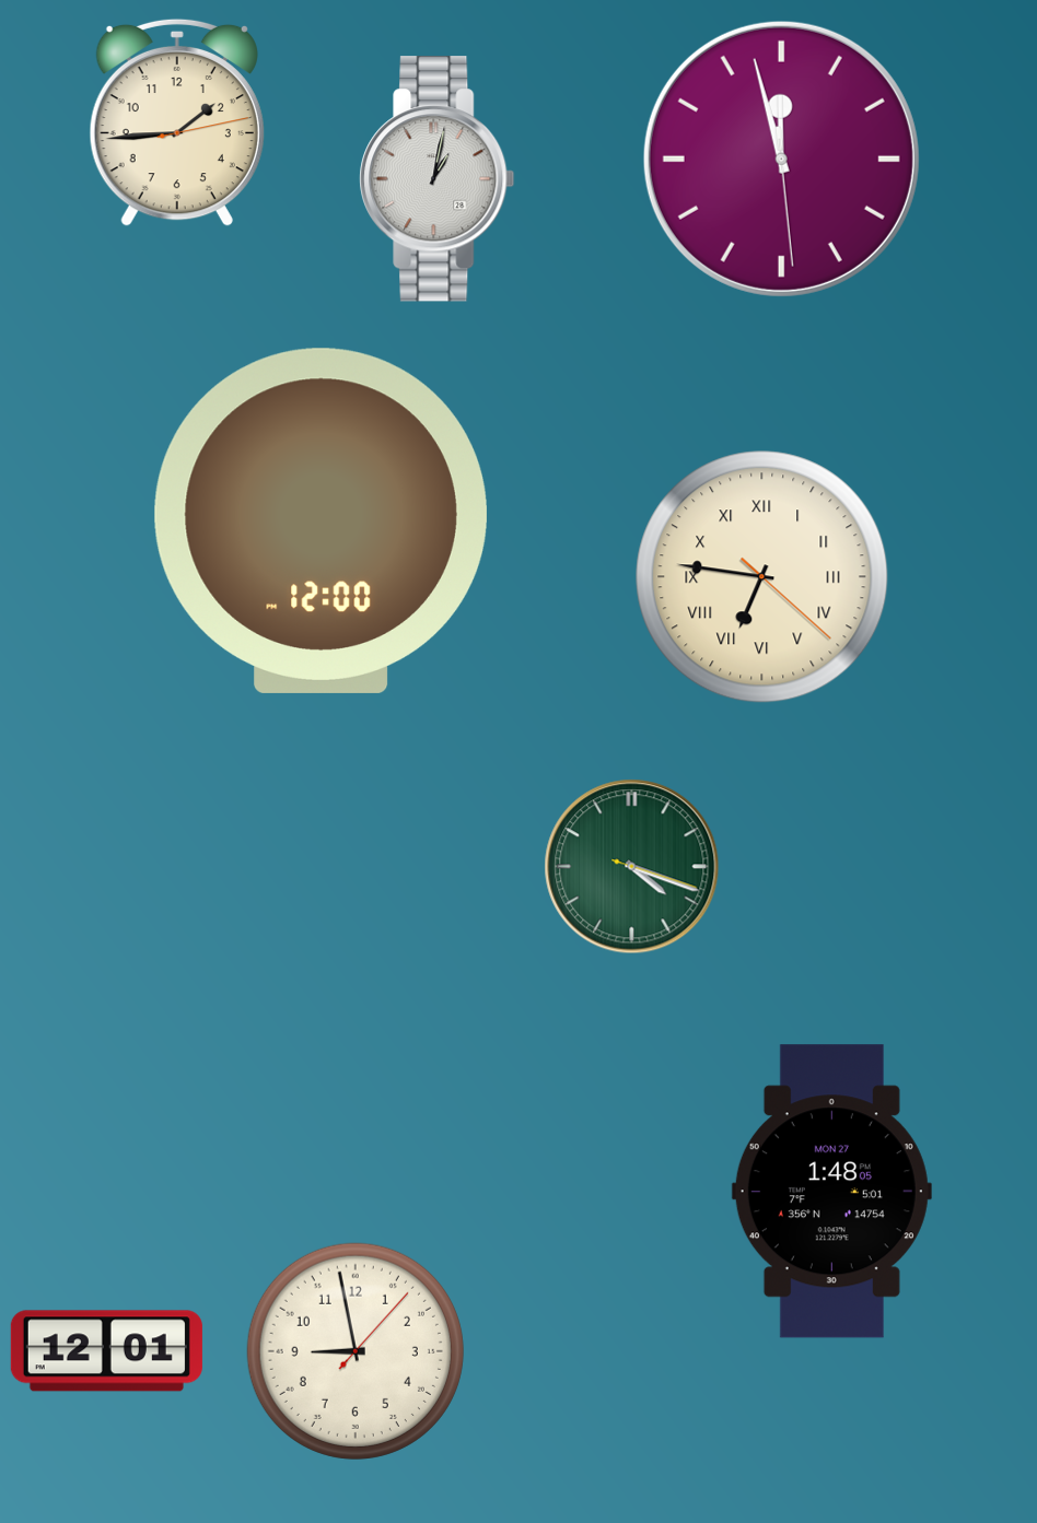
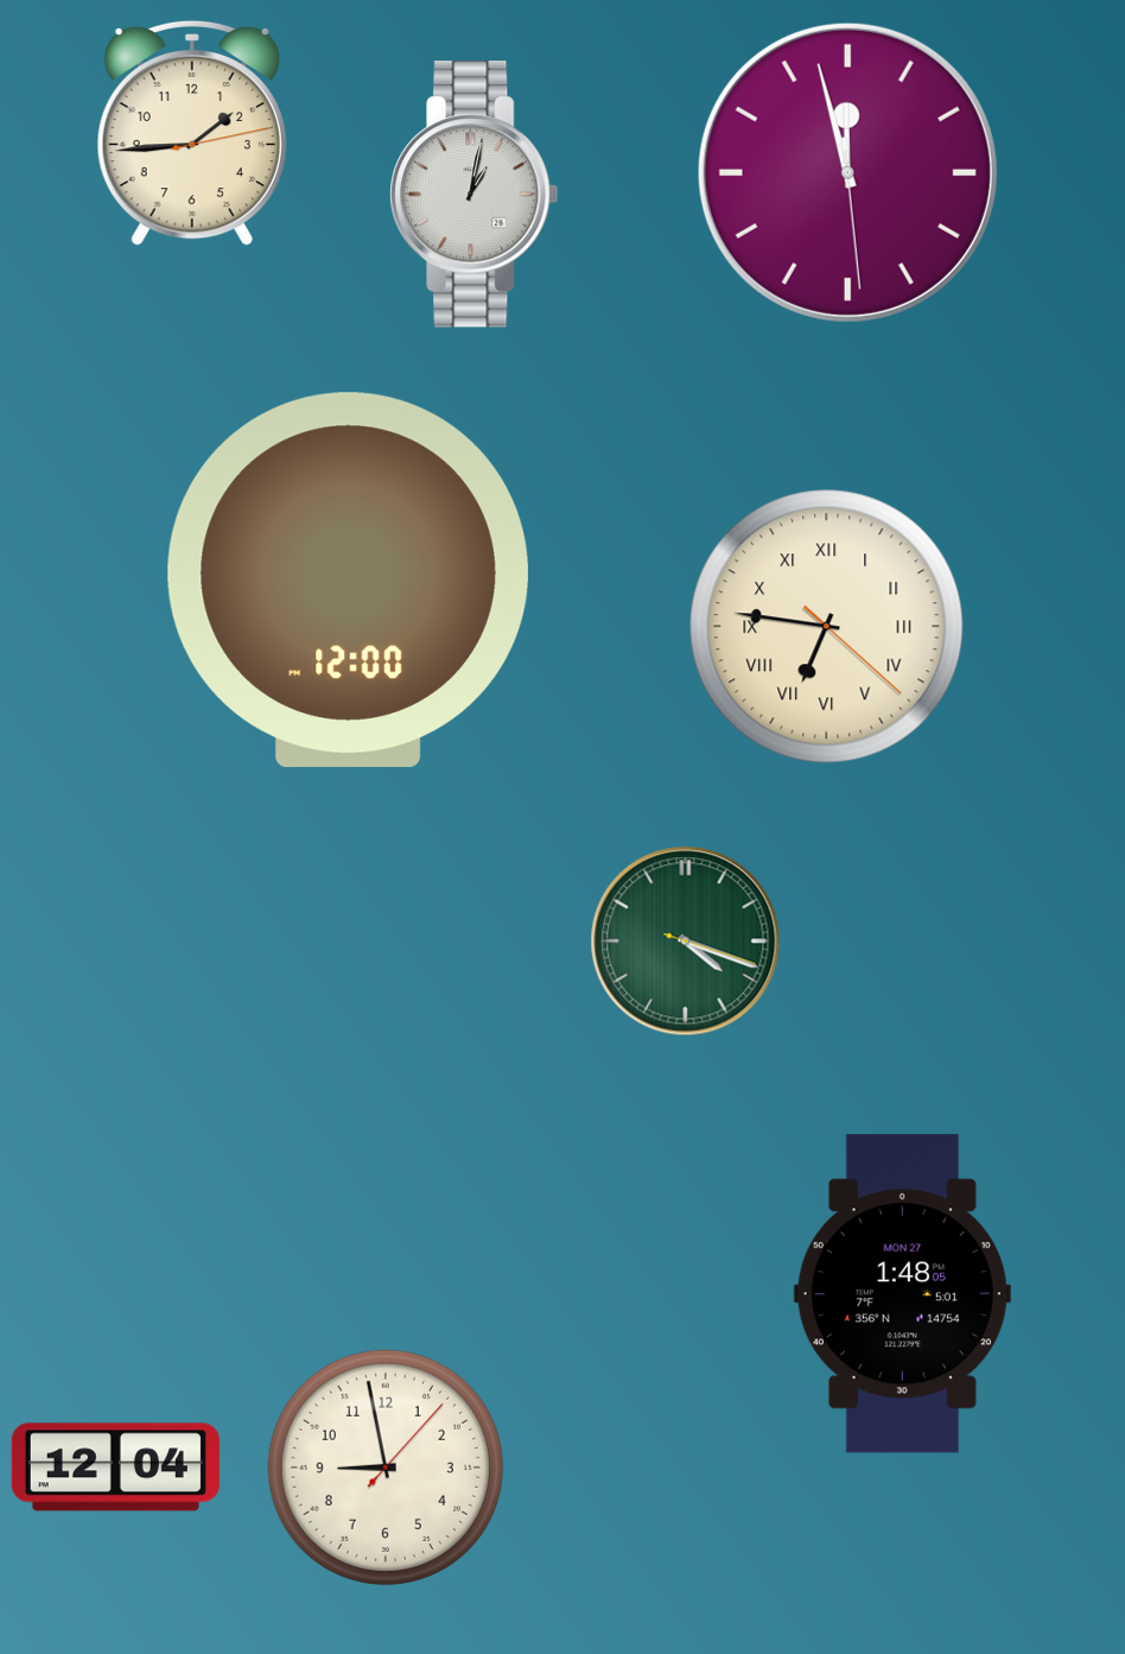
clock at (321, 520) position: (321, 520) -> (348, 579)
clock at (106, 1351): 12:01 -> 12:04
